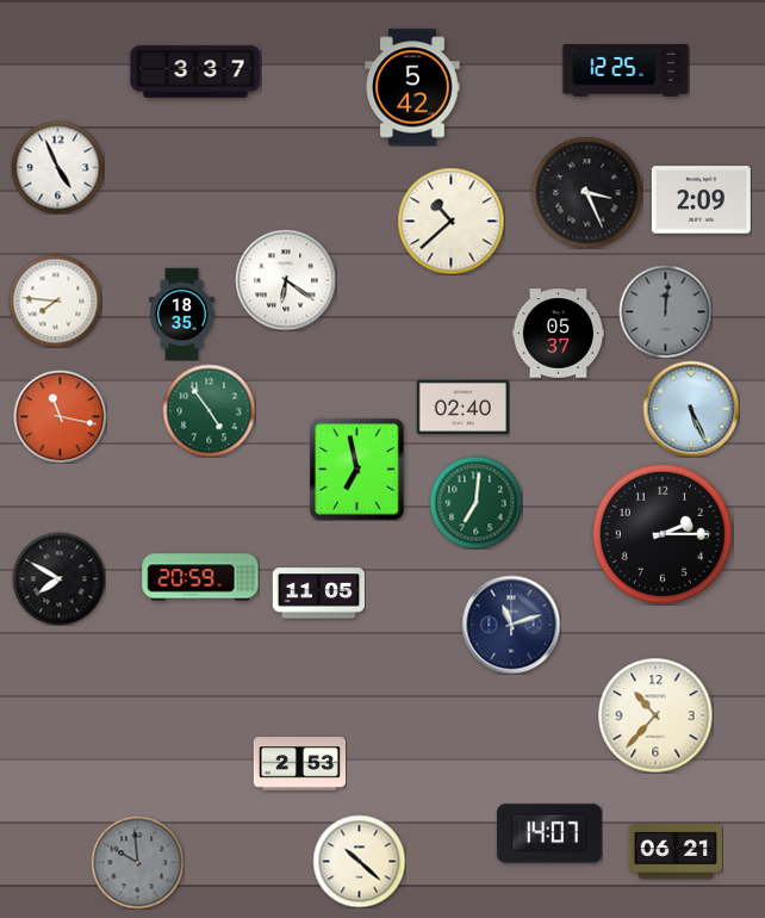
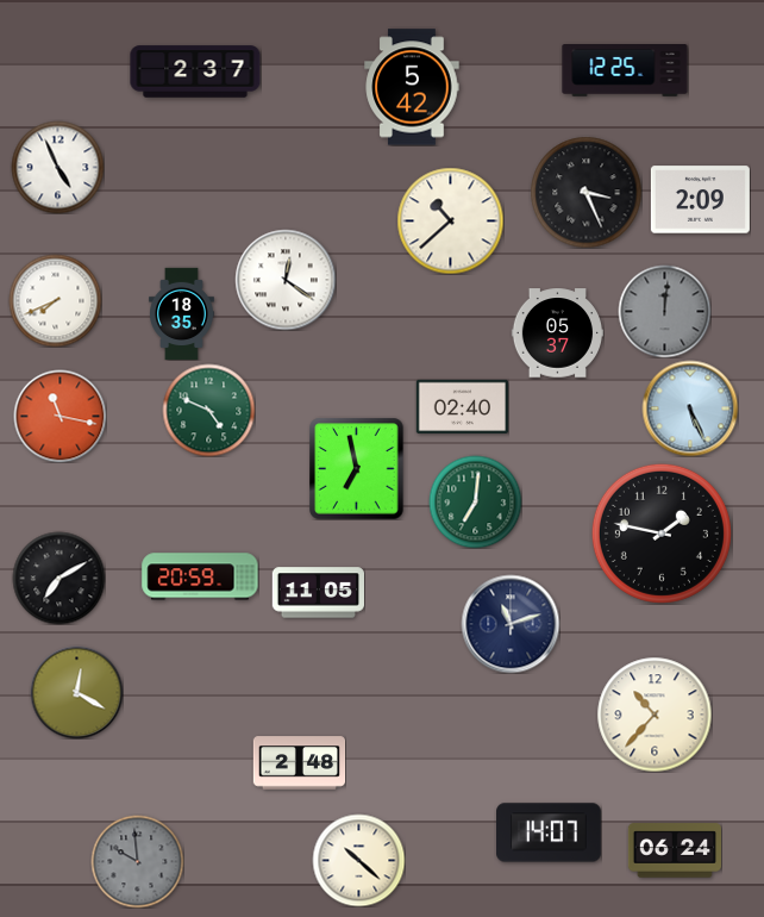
clock at (195, 72): 3:37 -> 2:37
clock at (286, 280): 6:21 -> 12:21
clock at (55, 300): 7:46 -> 7:41
clock at (209, 410): 4:54 -> 4:49
clock at (663, 534): 2:15 -> 1:47
clock at (58, 578): 7:50 -> 7:10
clock at (76, 692): none -> 12:20
clock at (299, 764): 2:53 -> 2:48
clock at (674, 851): 06:21 -> 06:24
